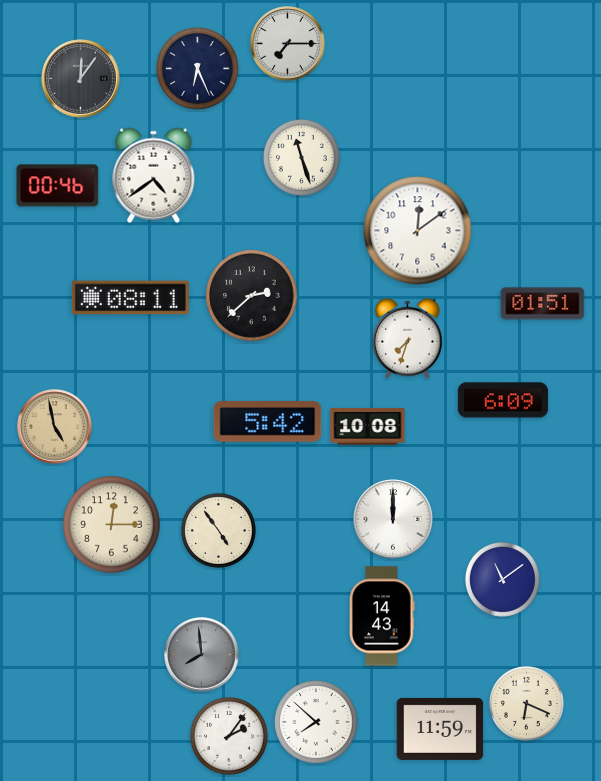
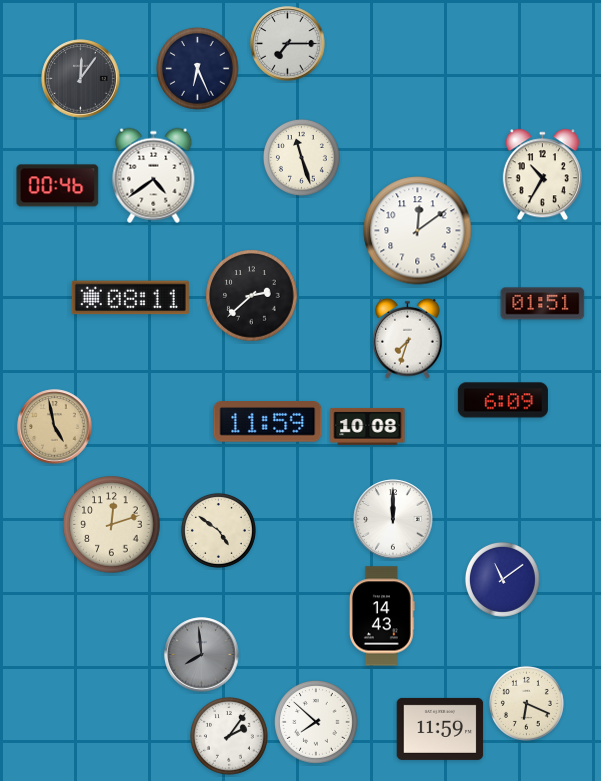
clock at (542, 175): none -> 10:35
clock at (268, 422): 5:42 -> 11:59
clock at (112, 525): 12:15 -> 12:12
clock at (218, 530): 4:54 -> 4:51
